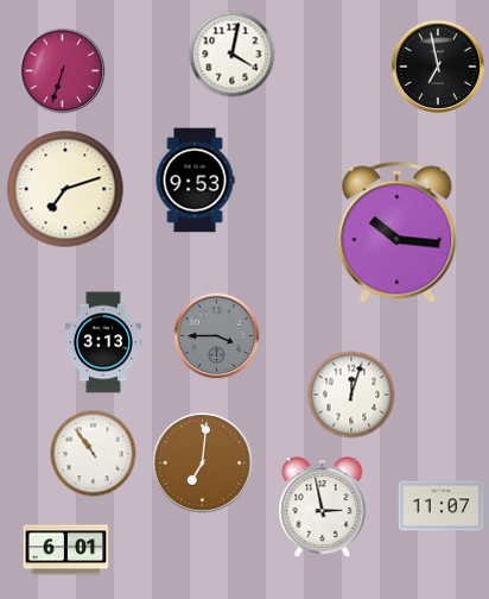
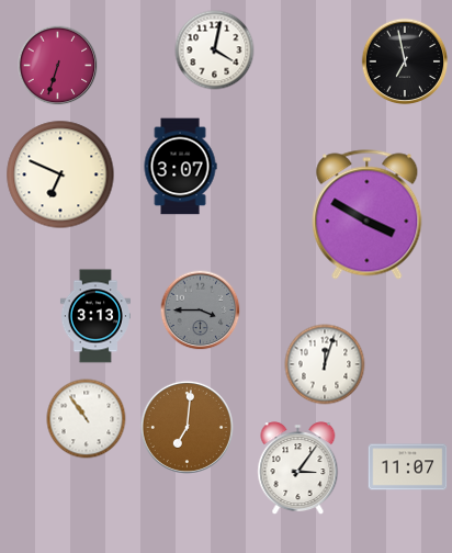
clock at (195, 181): 9:53 -> 3:07
clock at (65, 189): 7:12 -> 6:49
clock at (398, 233): 10:16 -> 3:50
clock at (323, 507): 2:58 -> 3:06
clock at (66, 550): 6:01 -> none
